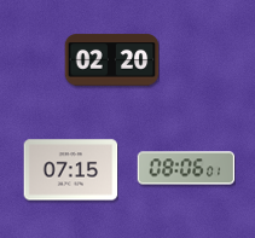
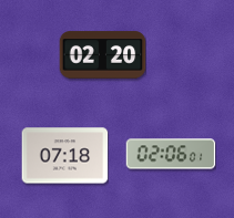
clock at (186, 168): 08:06 -> 02:06
clock at (70, 170): 07:15 -> 07:18
